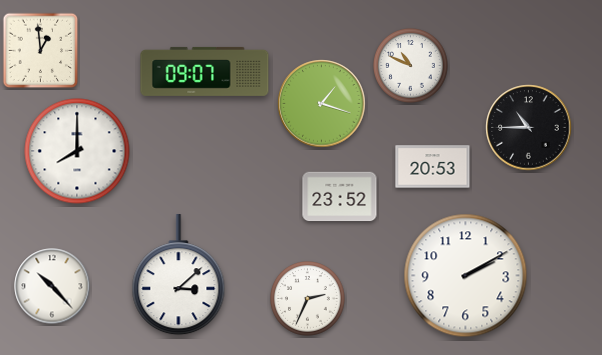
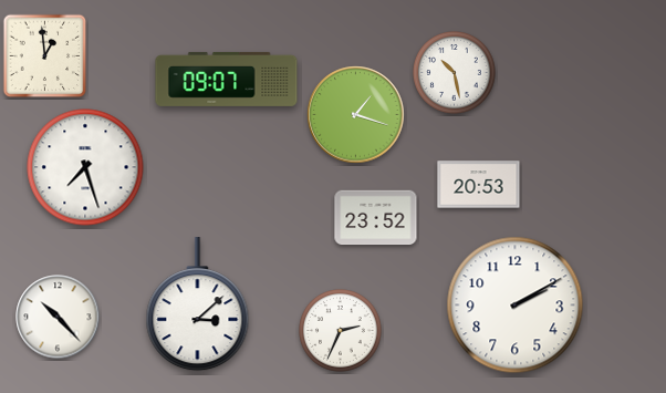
clock at (411, 66): 10:49 -> 10:28
clock at (529, 128): 10:45 -> none
clock at (77, 151): 8:00 -> 7:27
